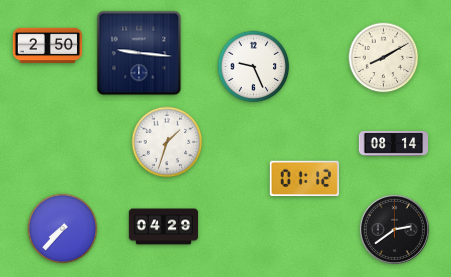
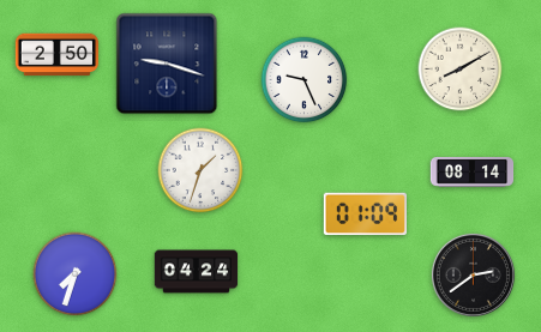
clock at (139, 53): 9:16 -> 9:18
clock at (304, 179): 01:12 -> 01:09
clock at (164, 227): 04:29 -> 04:24
clock at (63, 229): 7:37 -> 7:33
